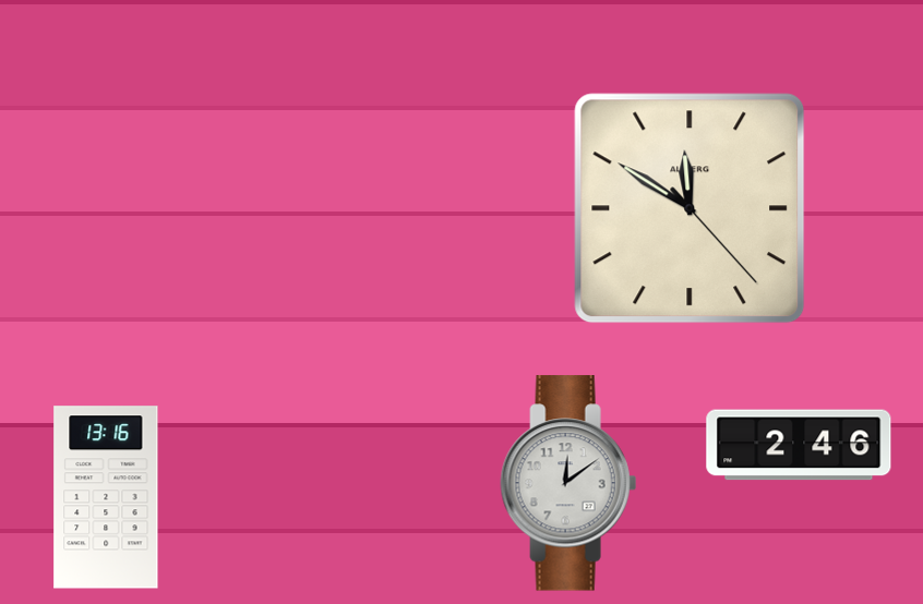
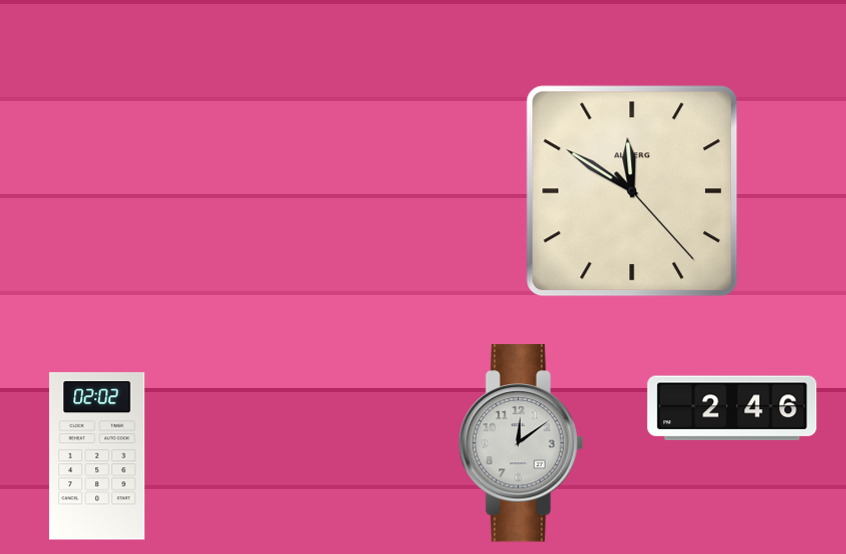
clock at (106, 497): 13:16 -> 02:02
